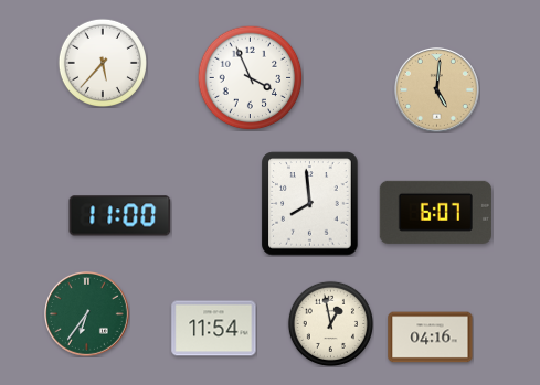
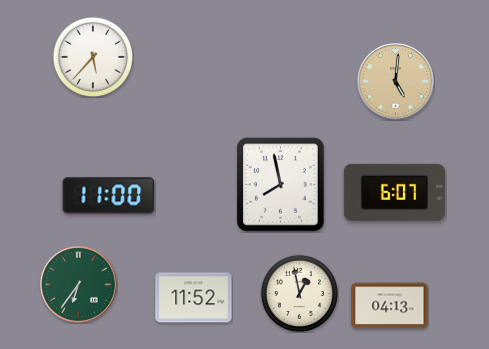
clock at (250, 77): 3:56 -> none
clock at (310, 204): 7:59 -> 7:58
clock at (214, 329): 11:54 -> 11:52
clock at (431, 338): 04:16 -> 04:13
